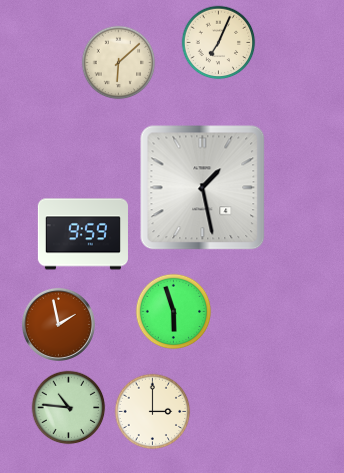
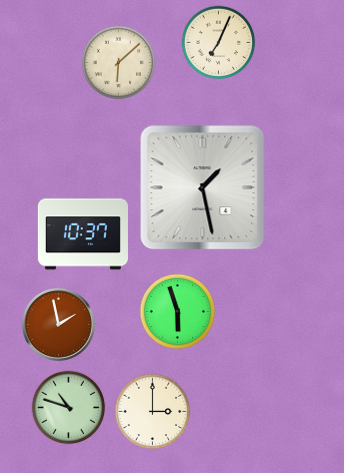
clock at (83, 234): 9:59 -> 10:37
clock at (174, 312) position: (174, 312) -> (178, 312)
clock at (69, 408): 10:46 -> 10:48
